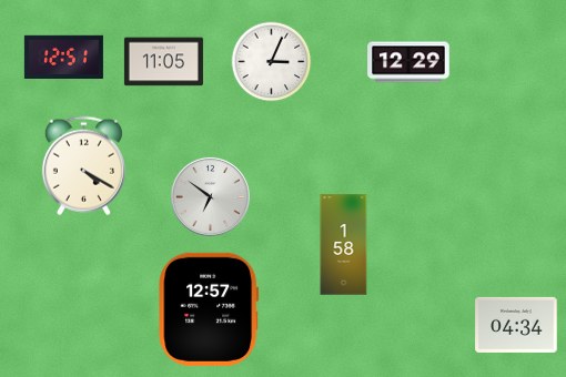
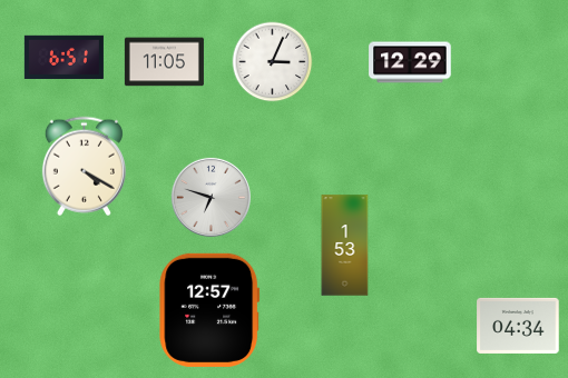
clock at (63, 57): 12:51 -> 6:51
clock at (210, 196): 6:51 -> 6:48
clock at (344, 245): 1:58 -> 1:53
